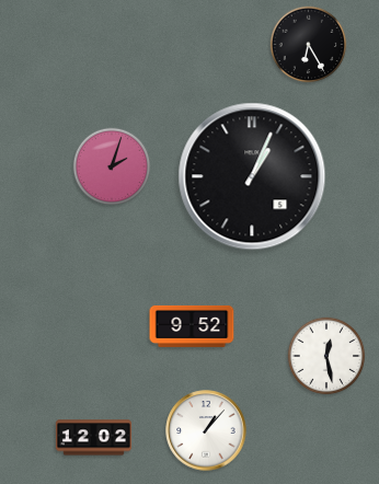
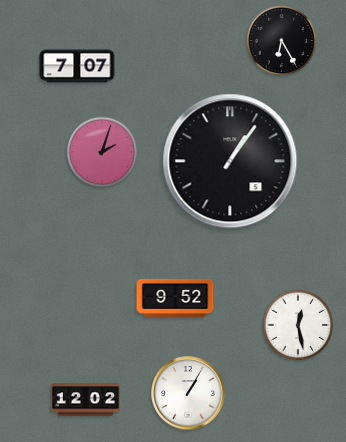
clock at (77, 66): none -> 7:07
clock at (252, 176): 1:04 -> 1:06
clock at (206, 430): 1:07 -> 1:05
